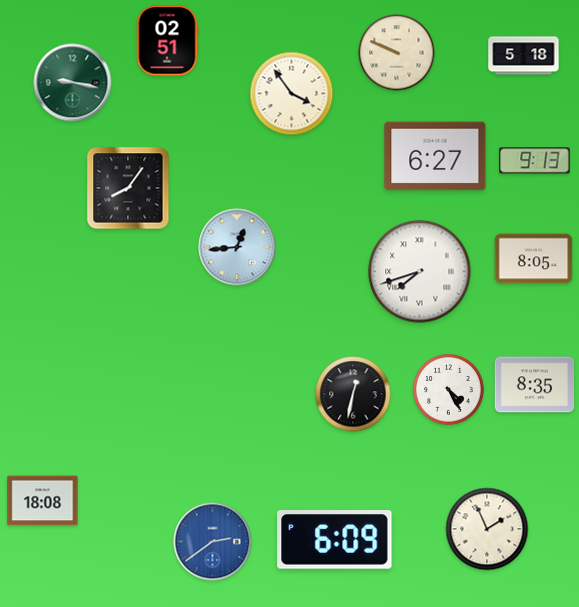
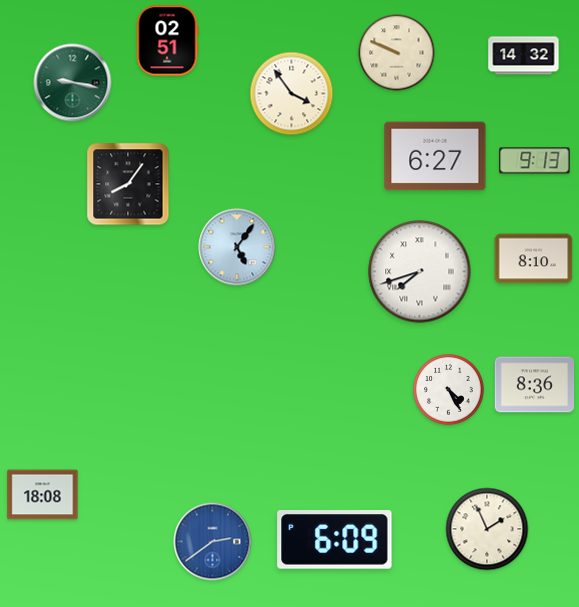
clock at (524, 56): 5:18 -> 14:32
clock at (128, 188) position: (128, 188) -> (128, 184)
clock at (237, 247): 12:44 -> 5:06
clock at (534, 259): 8:05 -> 8:10
clock at (535, 385): 8:35 -> 8:36
clock at (353, 394): 12:32 -> none
clock at (43, 501) position: (43, 501) -> (43, 495)
